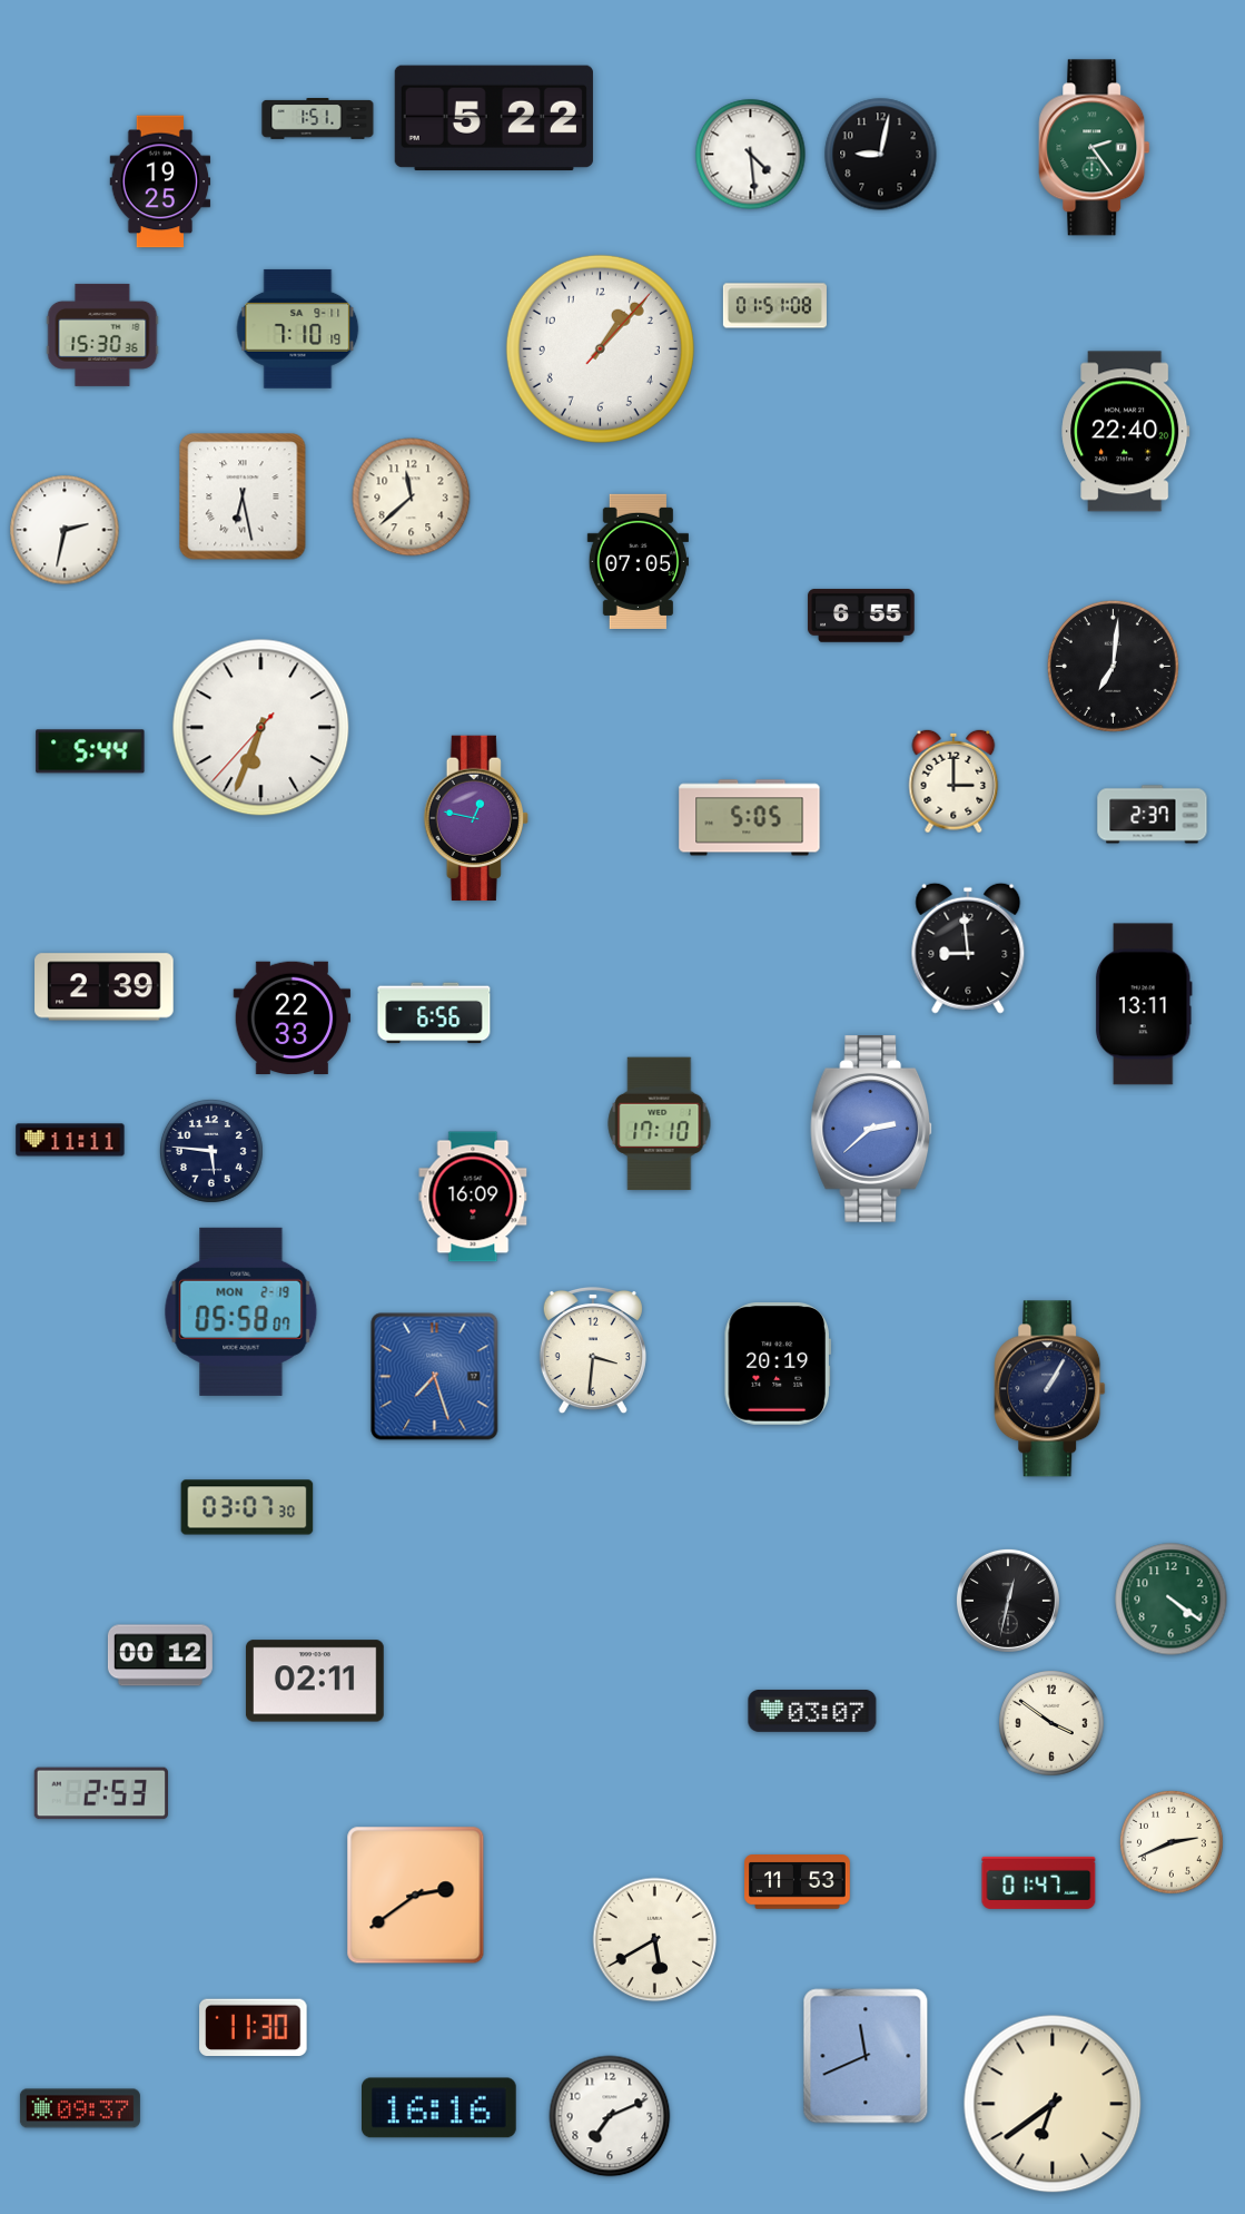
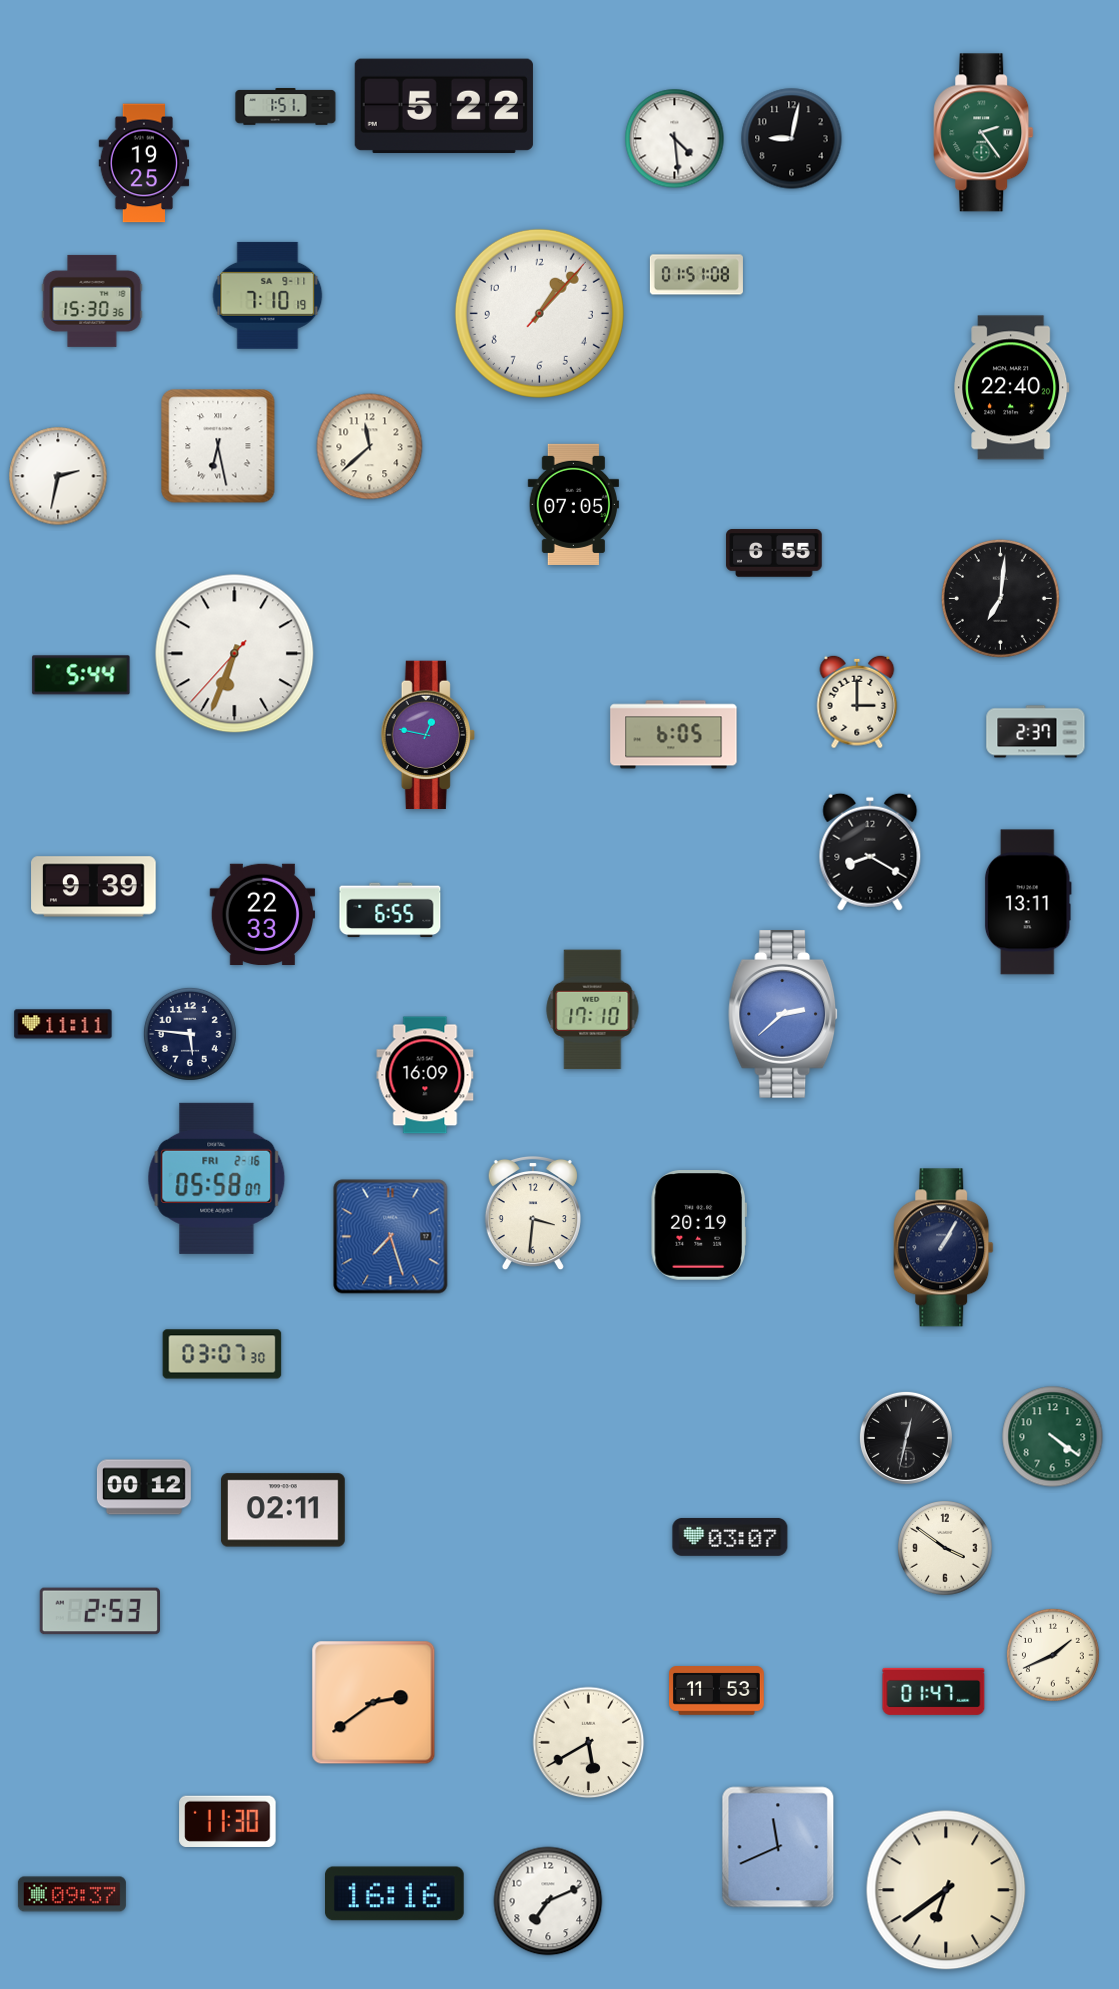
clock at (750, 818): 5:05 -> 6:05
clock at (968, 948): 8:59 -> 8:20
clock at (105, 987): 2:39 -> 9:39
clock at (434, 1013): 6:56 -> 6:55
clock at (241, 1311) date: MON 2-19 -> FRI 2-16
clock at (100, 1793) position: (100, 1793) -> (99, 1611)
clock at (1172, 1842): 2:41 -> 1:41
